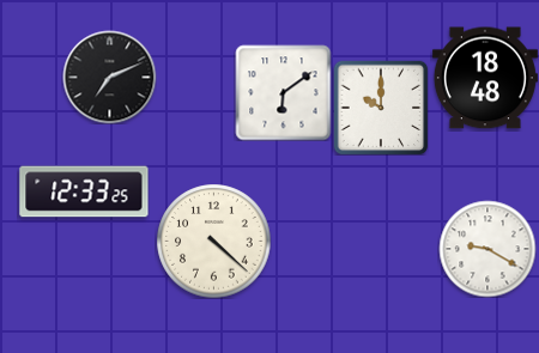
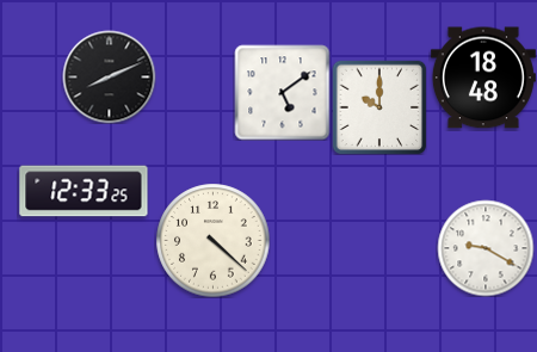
clock at (109, 77): 7:11 -> 8:11
clock at (283, 92): 6:09 -> 5:09
